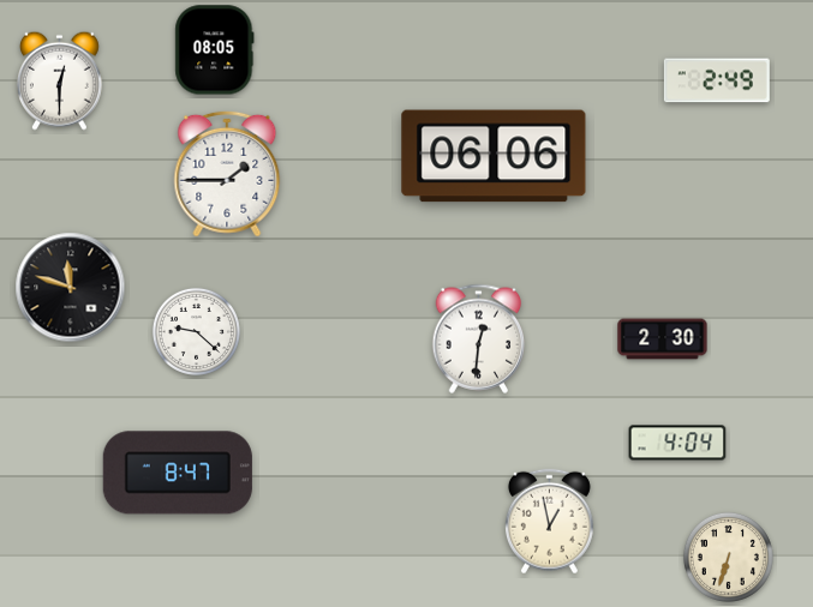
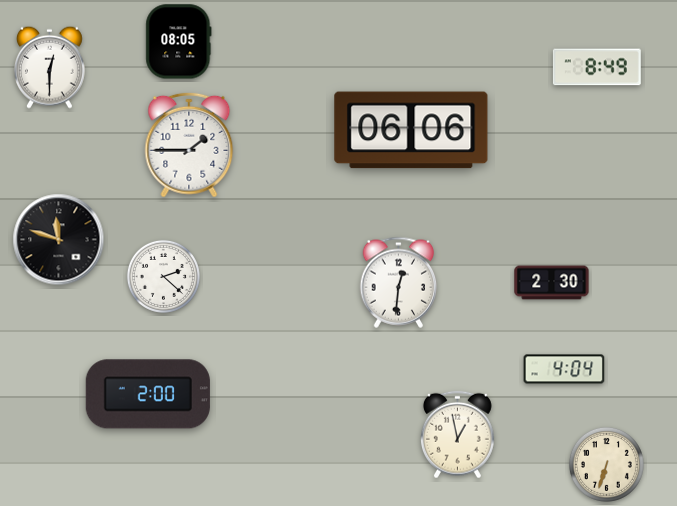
clock at (717, 80): 2:49 -> 8:49
clock at (196, 331): 9:22 -> 2:22
clock at (178, 473): 8:47 -> 2:00
